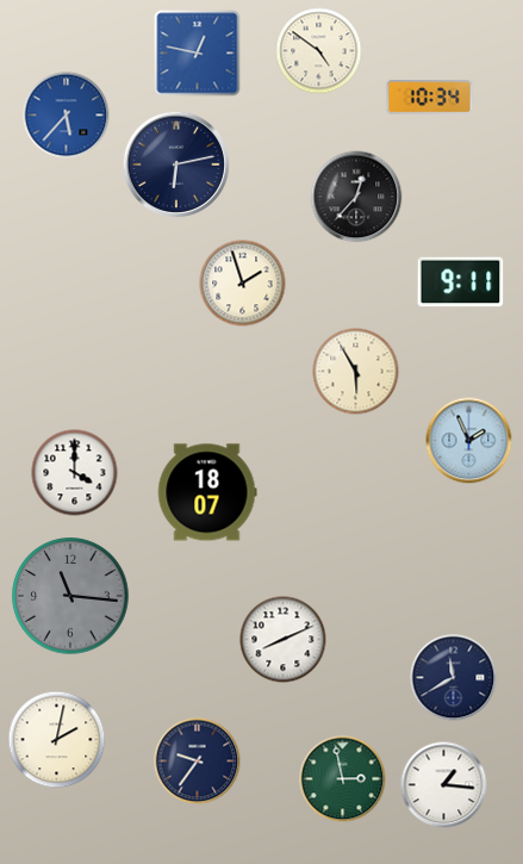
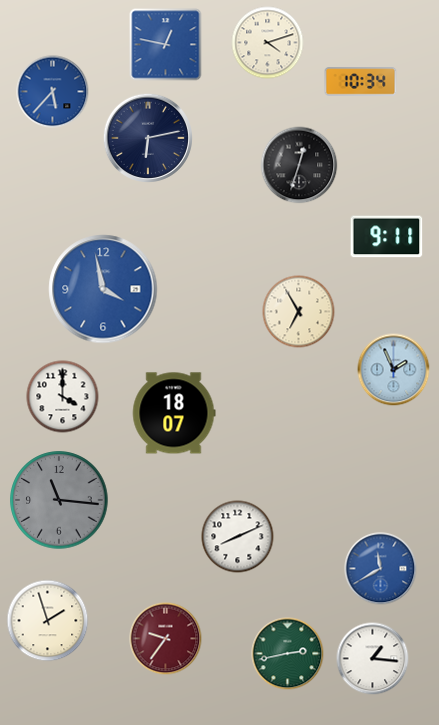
clock at (319, 51): 4:51 -> 4:12
clock at (67, 116) position: (67, 116) -> (53, 92)
clock at (356, 197): 12:37 -> 12:33
clock at (243, 284): 1:57 -> none
clock at (103, 289): none -> 3:58
clock at (356, 372): 5:55 -> 6:55
clock at (454, 678) dial: navy -> blue
clock at (57, 740): 2:02 -> 1:57
clock at (198, 762) dial: navy -> burgundy
clock at (343, 779): 2:58 -> 2:43
